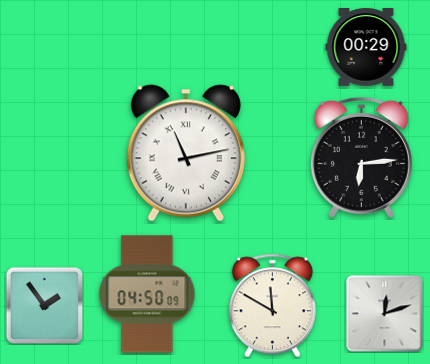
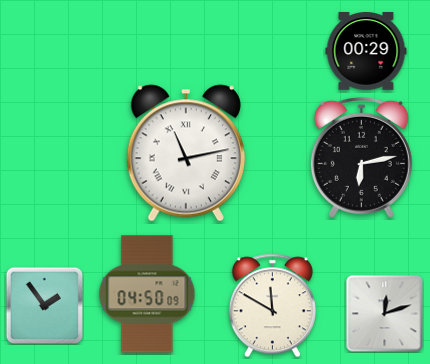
clock at (366, 48) position: (366, 48) -> (366, 52)
clock at (361, 157): 6:14 -> 6:13
